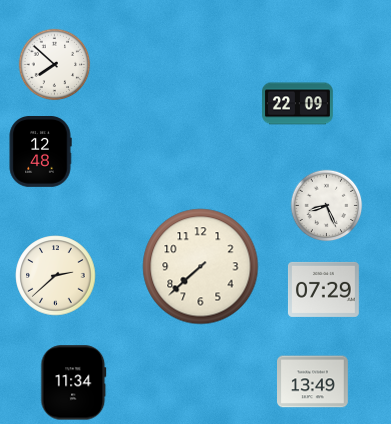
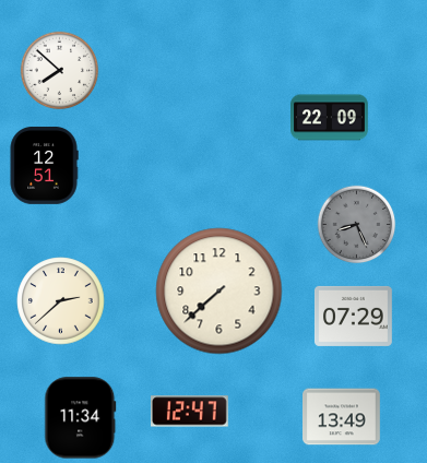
clock at (298, 104) position: (298, 104) -> (330, 118)
clock at (40, 152): 12:48 -> 12:51
clock at (327, 206) dial: white -> grey
clock at (189, 412): none -> 12:47
